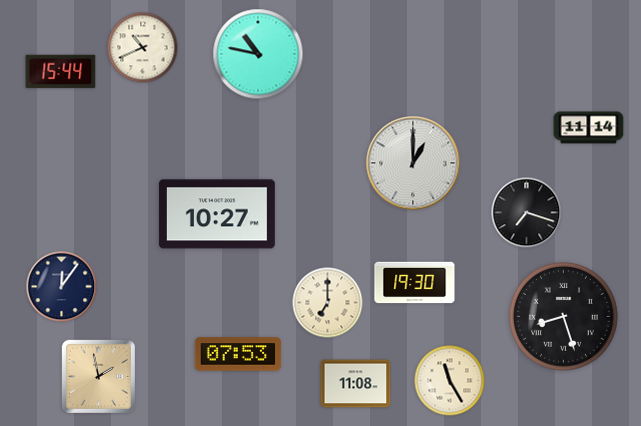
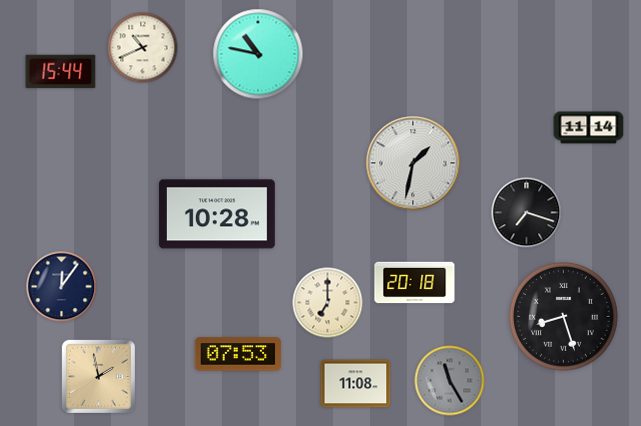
clock at (413, 163): 1:00 -> 1:32
clock at (217, 214): 10:27 -> 10:28
clock at (415, 283): 19:30 -> 20:18
clock at (450, 381) dial: cream -> grey
